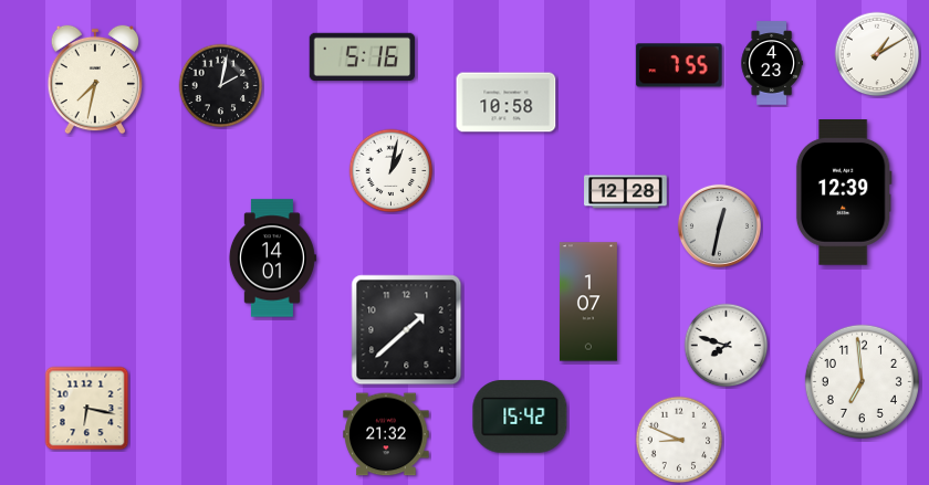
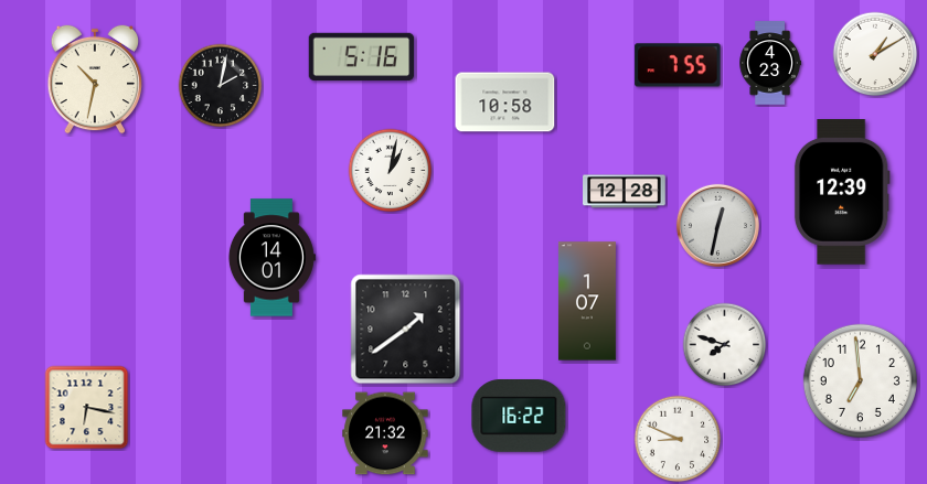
clock at (95, 80): 7:32 -> 10:32
clock at (407, 330): 1:38 -> 1:39
clock at (520, 418): 15:42 -> 16:22
